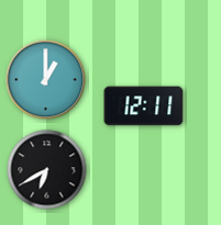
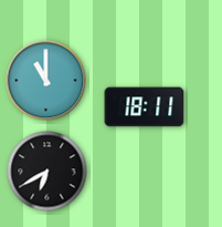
clock at (46, 80): 1:00 -> 11:00
clock at (144, 106): 12:11 -> 18:11
